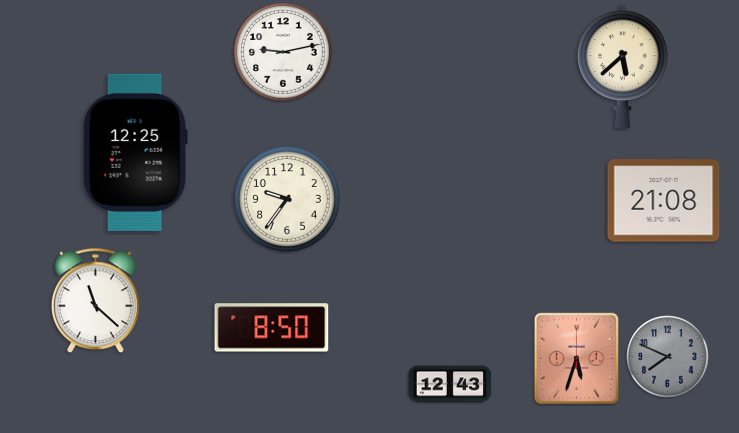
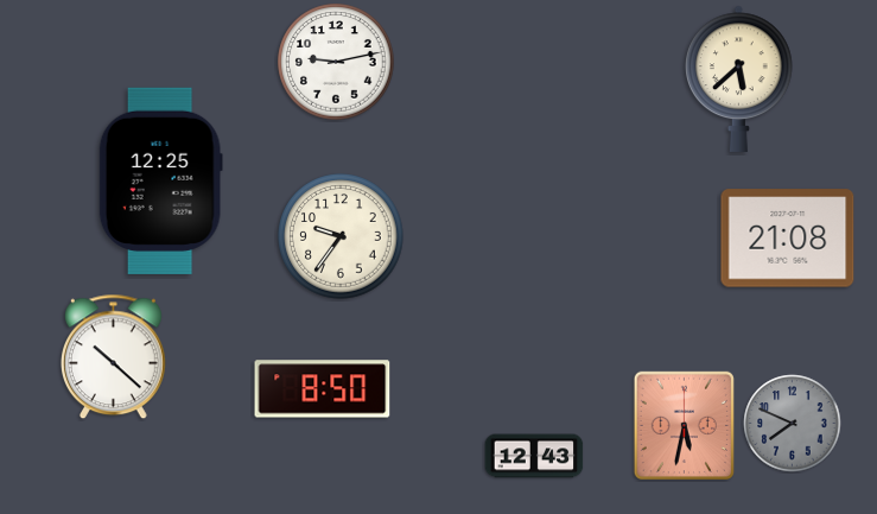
clock at (95, 301): 11:22 -> 10:22
clock at (576, 358): 5:33 -> 5:32
